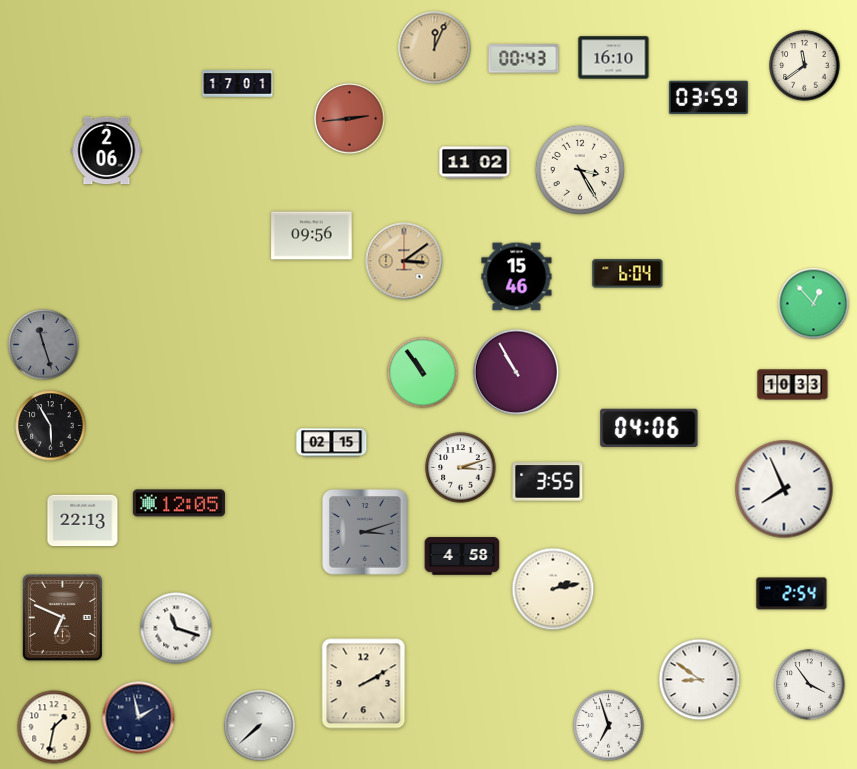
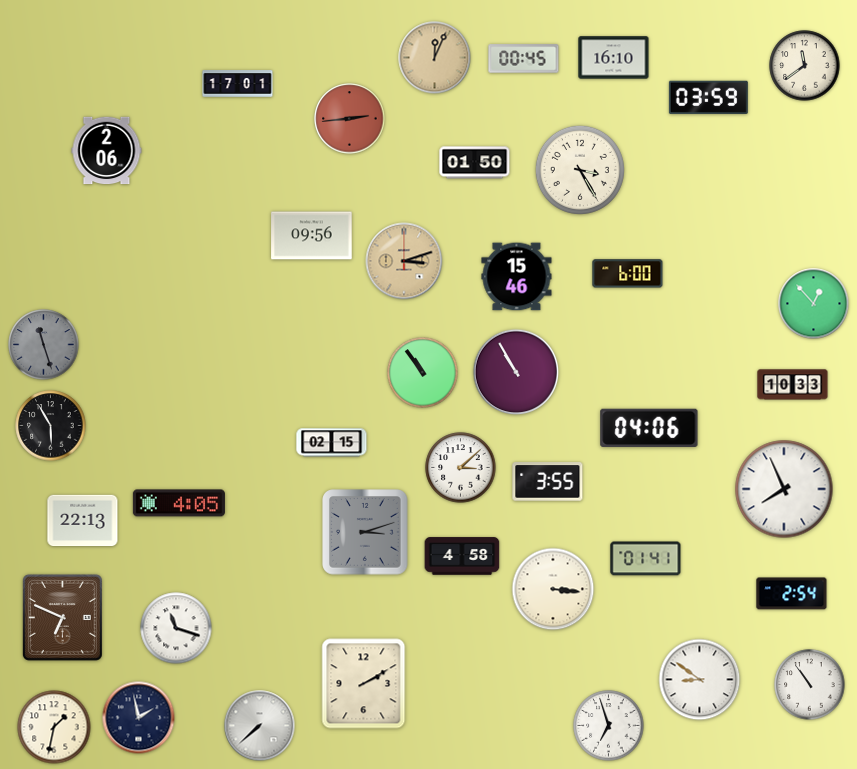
clock at (435, 48) position: (435, 48) -> (435, 58)
clock at (524, 59): 00:43 -> 00:45
clock at (475, 163): 11:02 -> 01:50
clock at (404, 261): 3:09 -> 3:12
clock at (628, 274): 6:04 -> 6:00
clock at (461, 468): 3:12 -> 3:08
clock at (179, 503): 12:05 -> 4:05
clock at (646, 559): none -> 01:41
clock at (553, 589): 2:13 -> 3:16
clock at (810, 685): 3:54 -> 10:54
